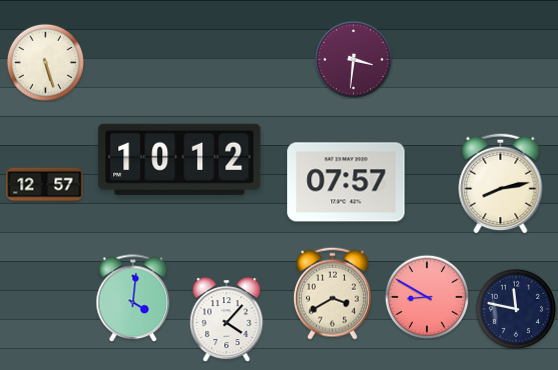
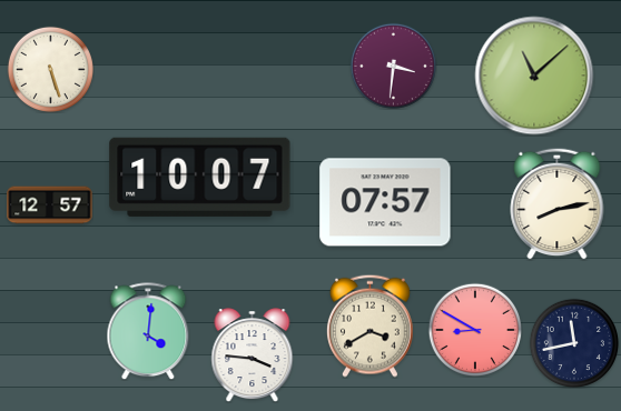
clock at (534, 76): none -> 11:08
clock at (180, 159): 10:12 -> 10:07
clock at (515, 308): 11:47 -> 11:43
clock at (227, 320): 4:07 -> 3:46
